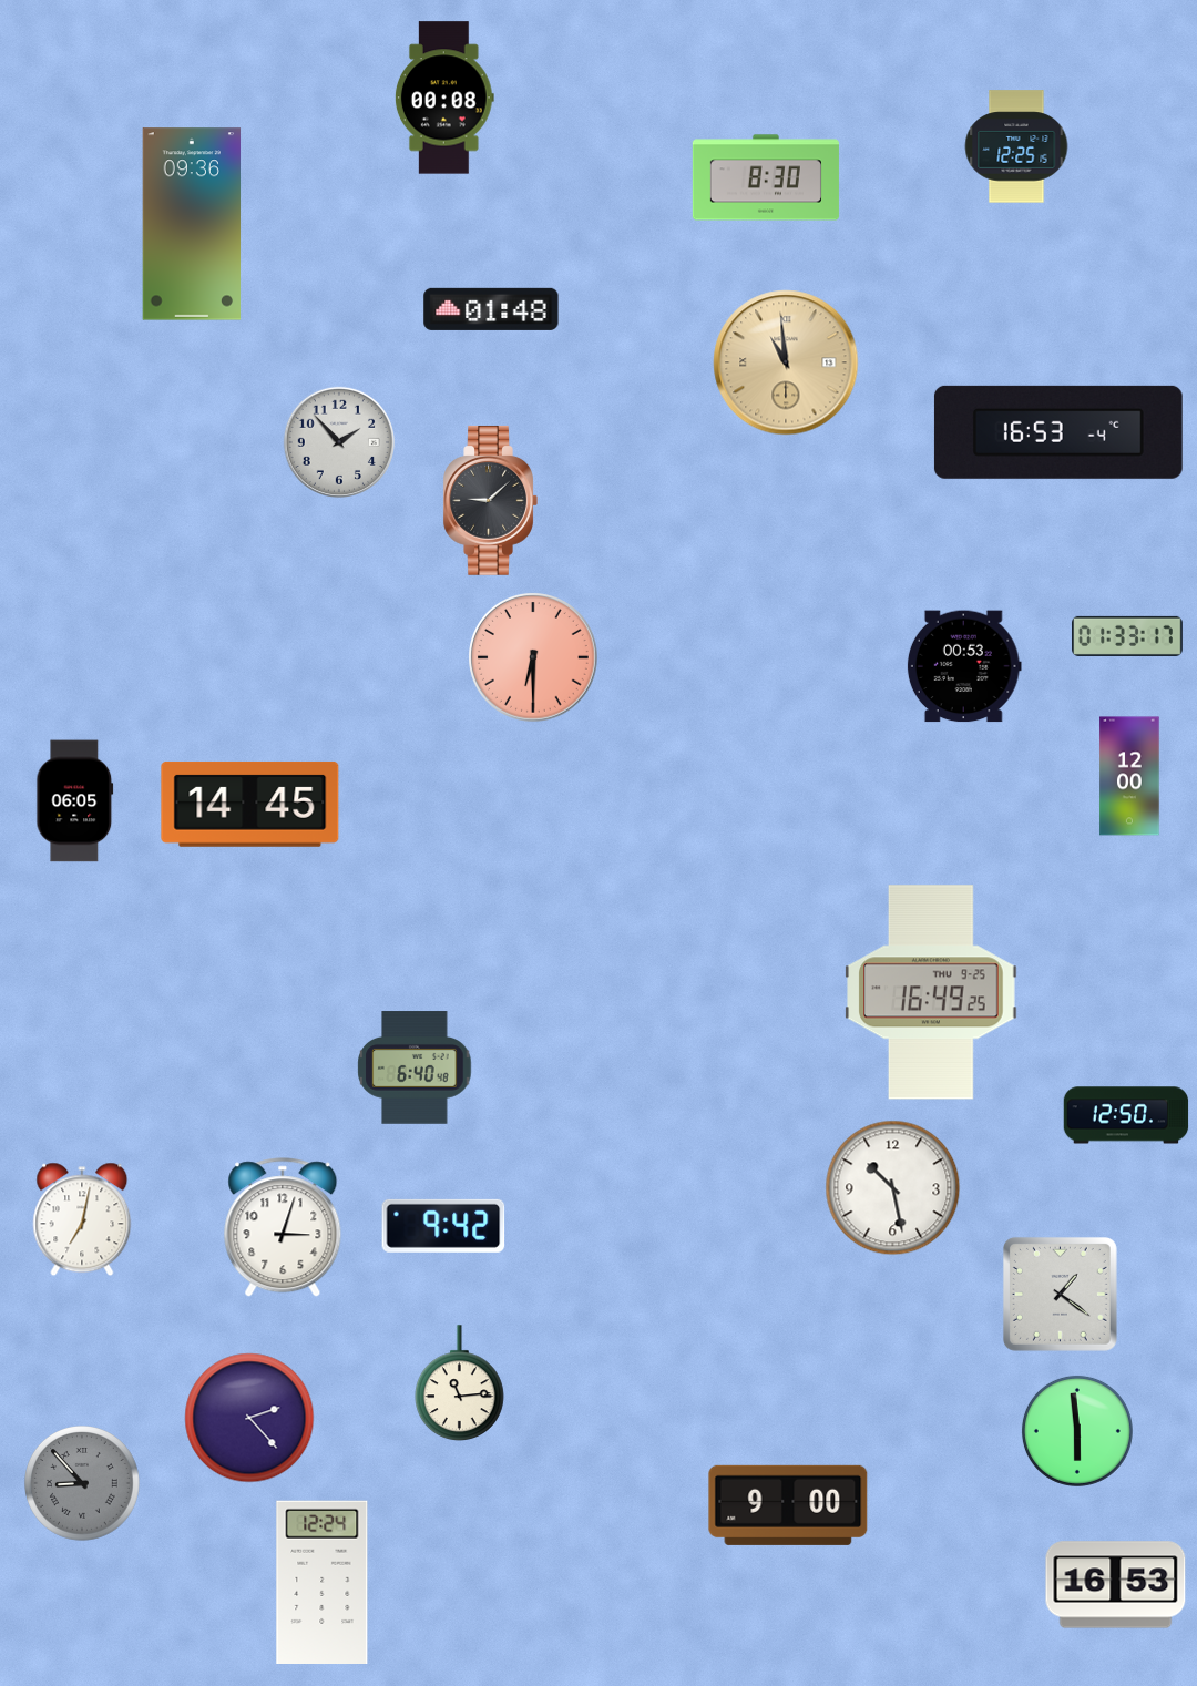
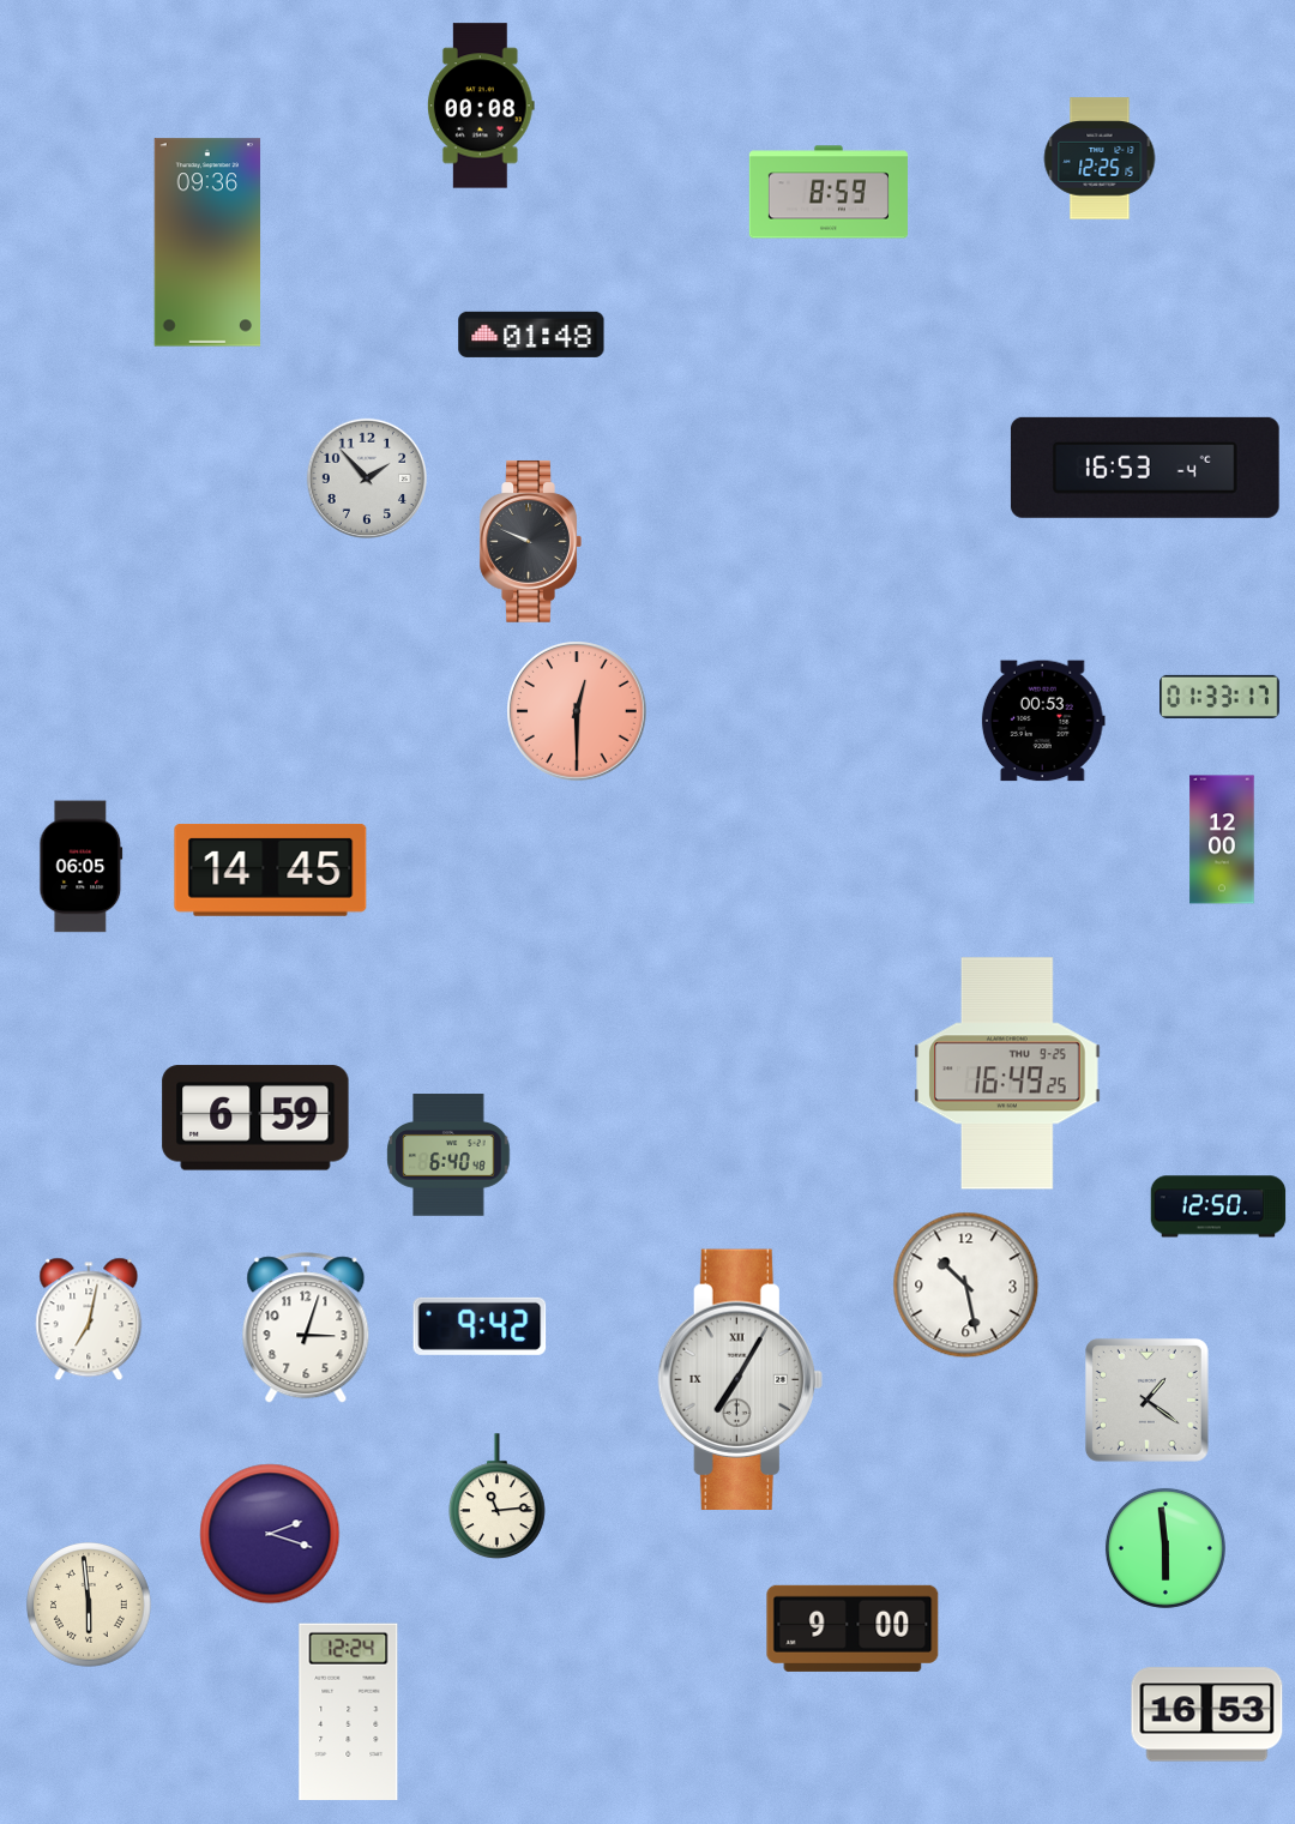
clock at (766, 177): 8:30 -> 8:59
clock at (786, 362): 10:59 -> none
clock at (490, 500): 9:08 -> 9:49
clock at (1127, 636) position: (1127, 636) -> (1219, 697)
clock at (534, 658): 6:30 -> 12:30
clock at (255, 1118): none -> 6:59
clock at (740, 1379): none -> 7:05
clock at (249, 1418): 2:23 -> 2:18
clock at (83, 1484): 8:53 -> 5:59
clock at (83, 1484) dial: grey -> cream
